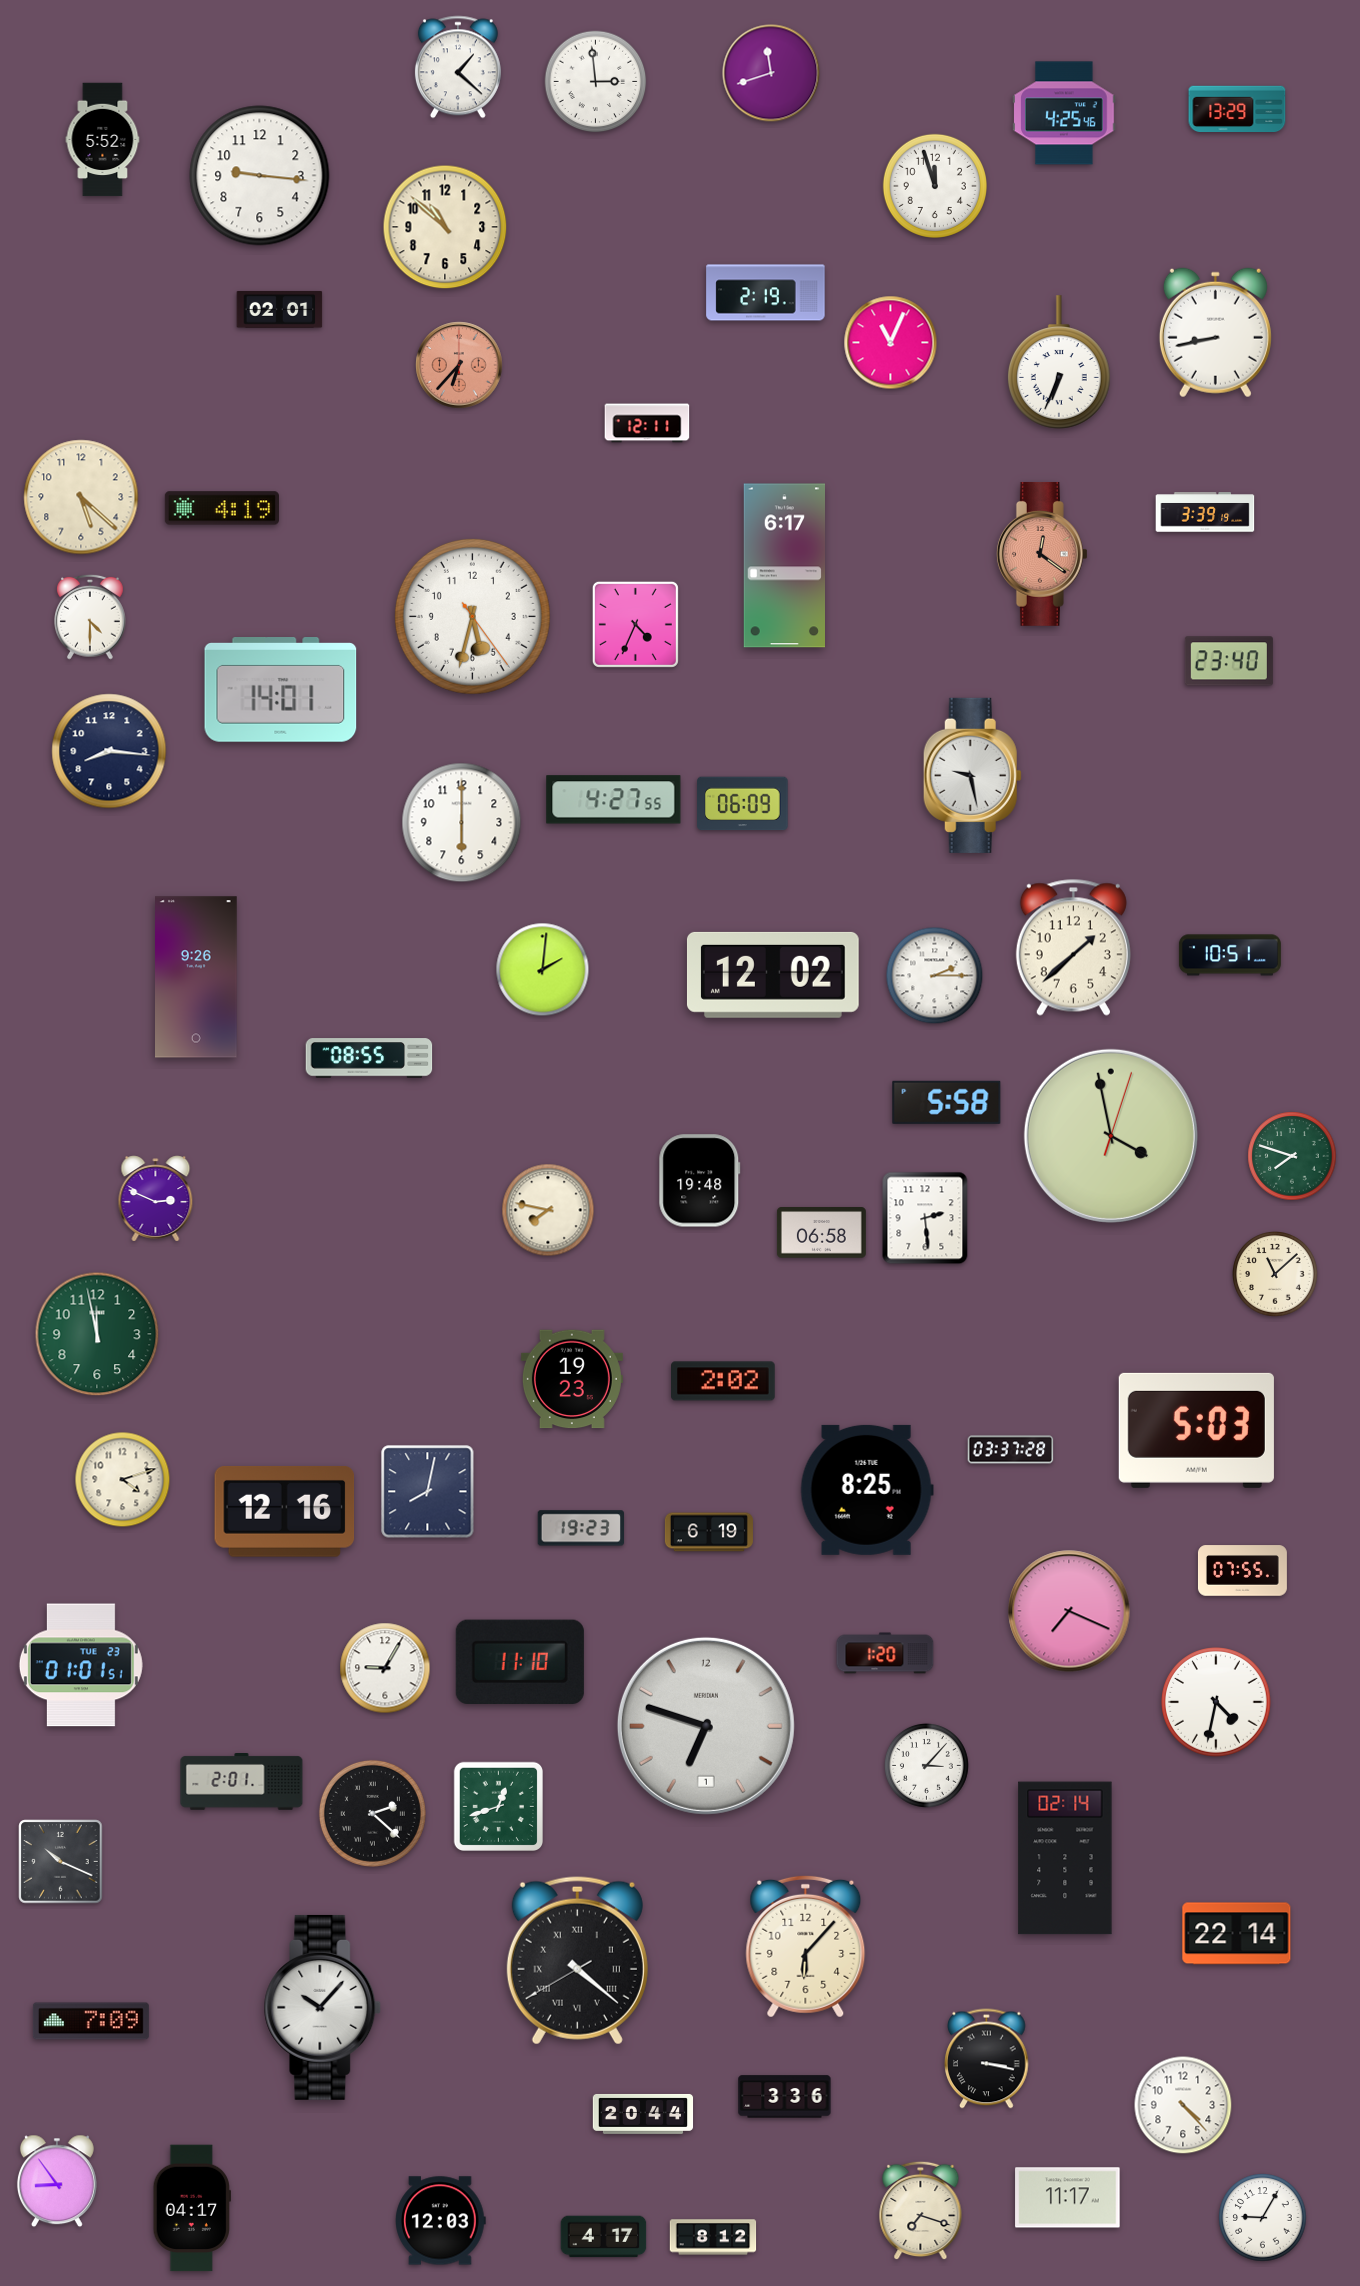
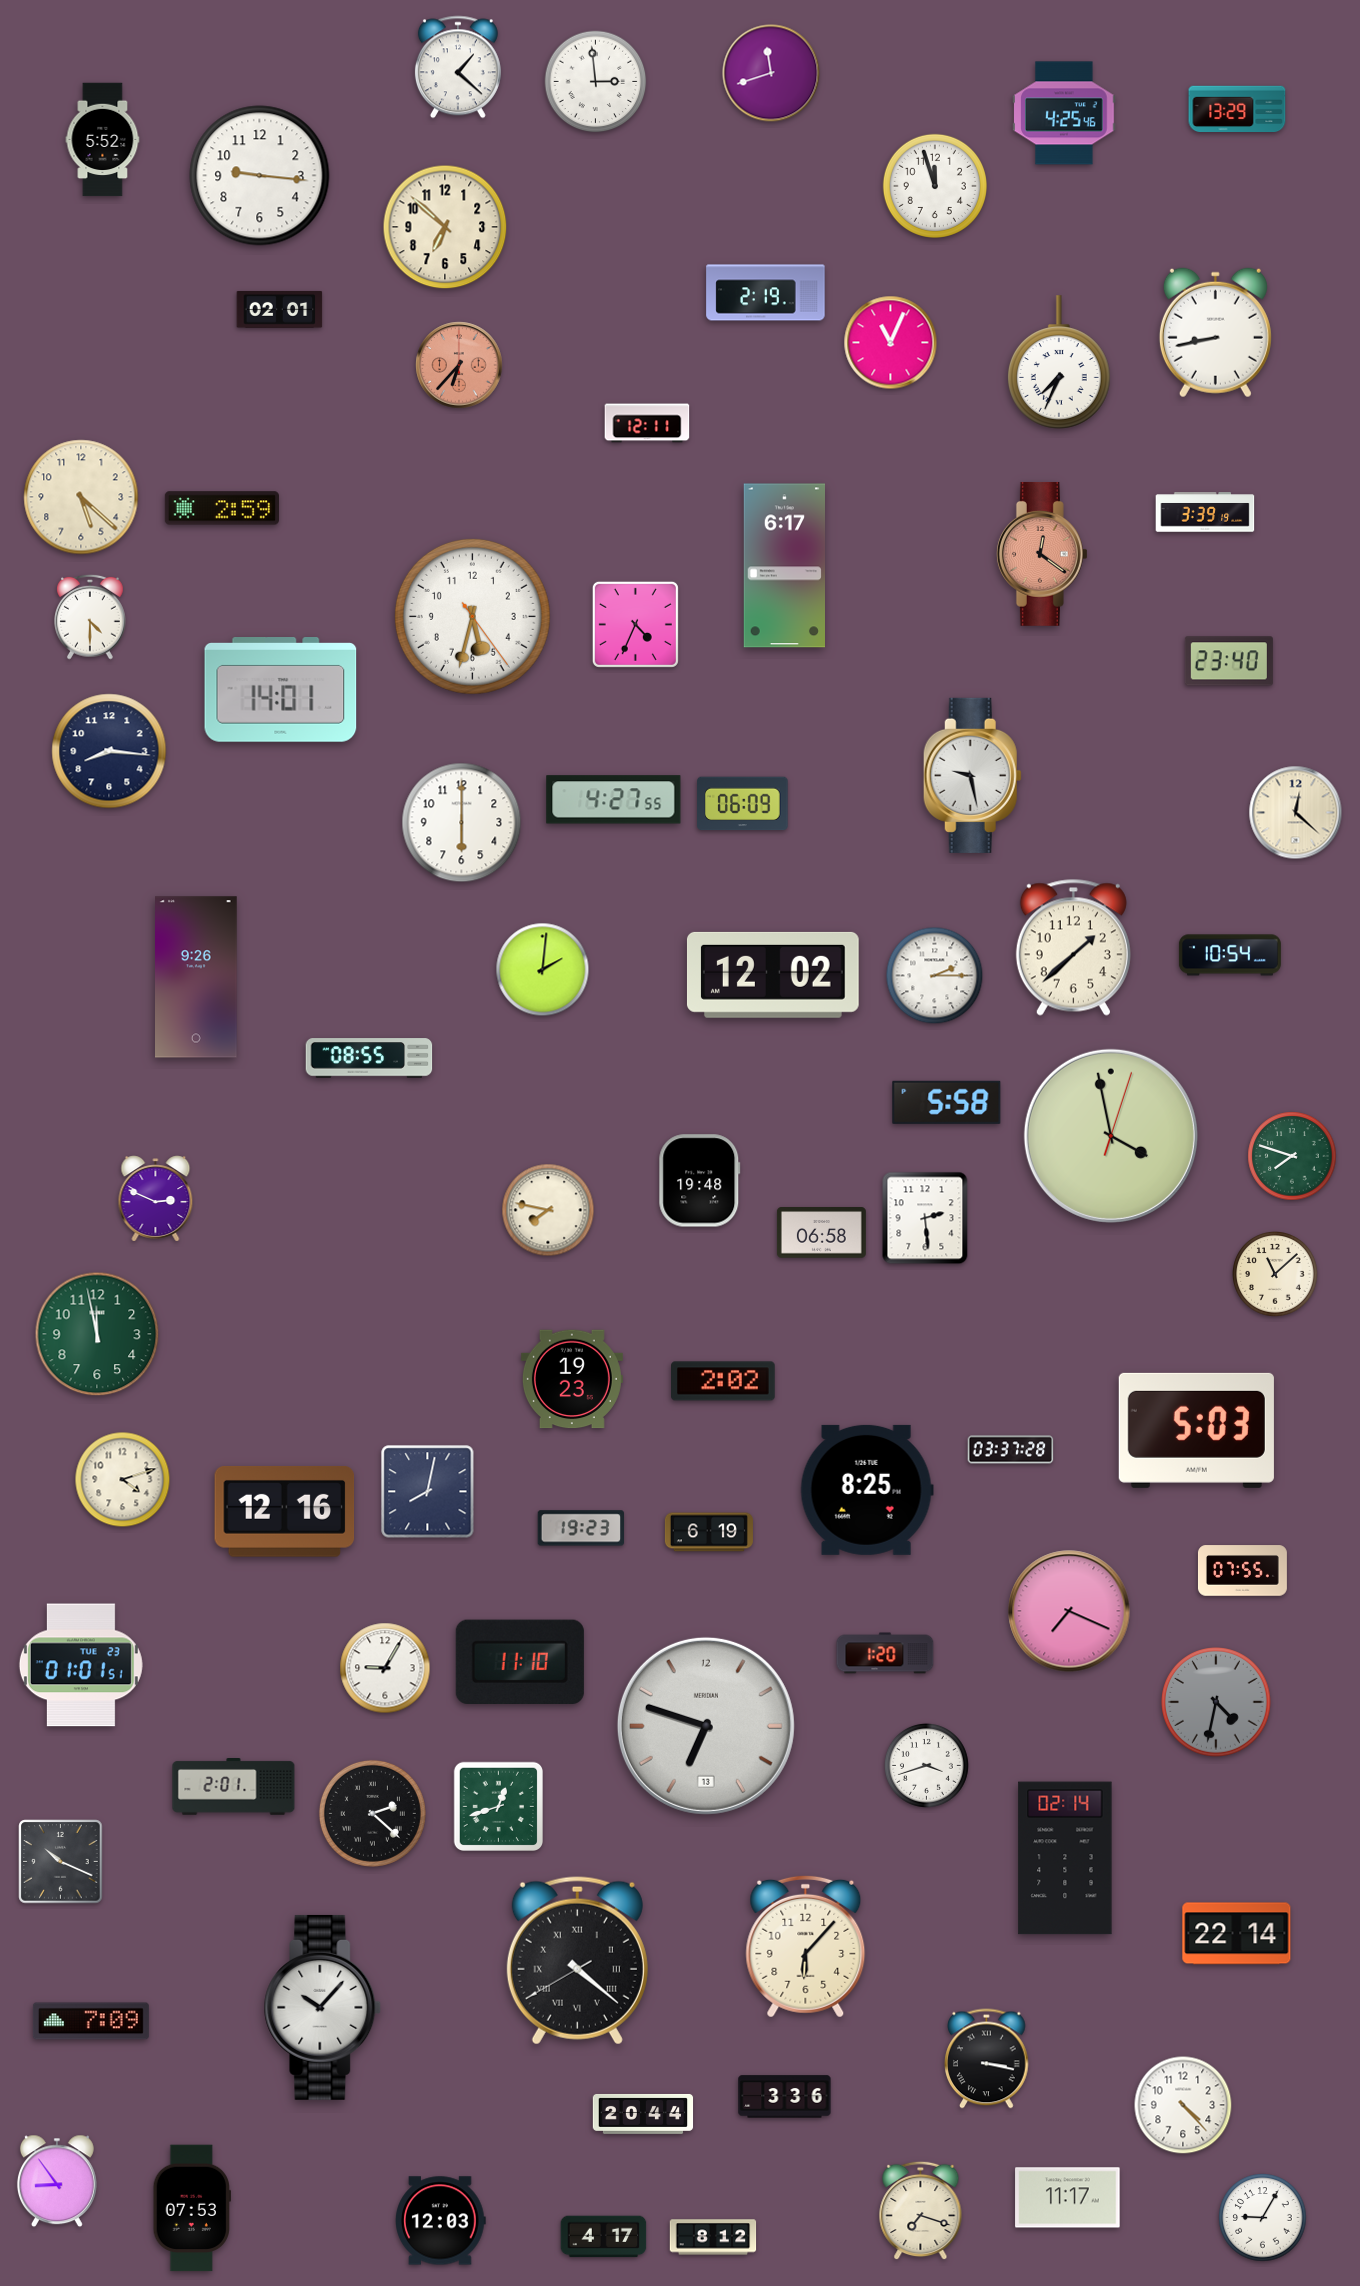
clock at (445, 227): 10:52 -> 6:52
clock at (1060, 362): 6:34 -> 7:34
clock at (222, 508): 4:19 -> 2:59
clock at (1296, 813): none -> 12:22
clock at (1230, 955): 10:51 -> 10:54
clock at (1217, 1703) dial: white -> grey
clock at (706, 1726) date: 1 -> 13
clock at (926, 1765): 3:07 -> 3:42
clock at (242, 1782) position: (242, 1782) -> (234, 1787)
clock at (192, 2208): 04:17 -> 07:53
